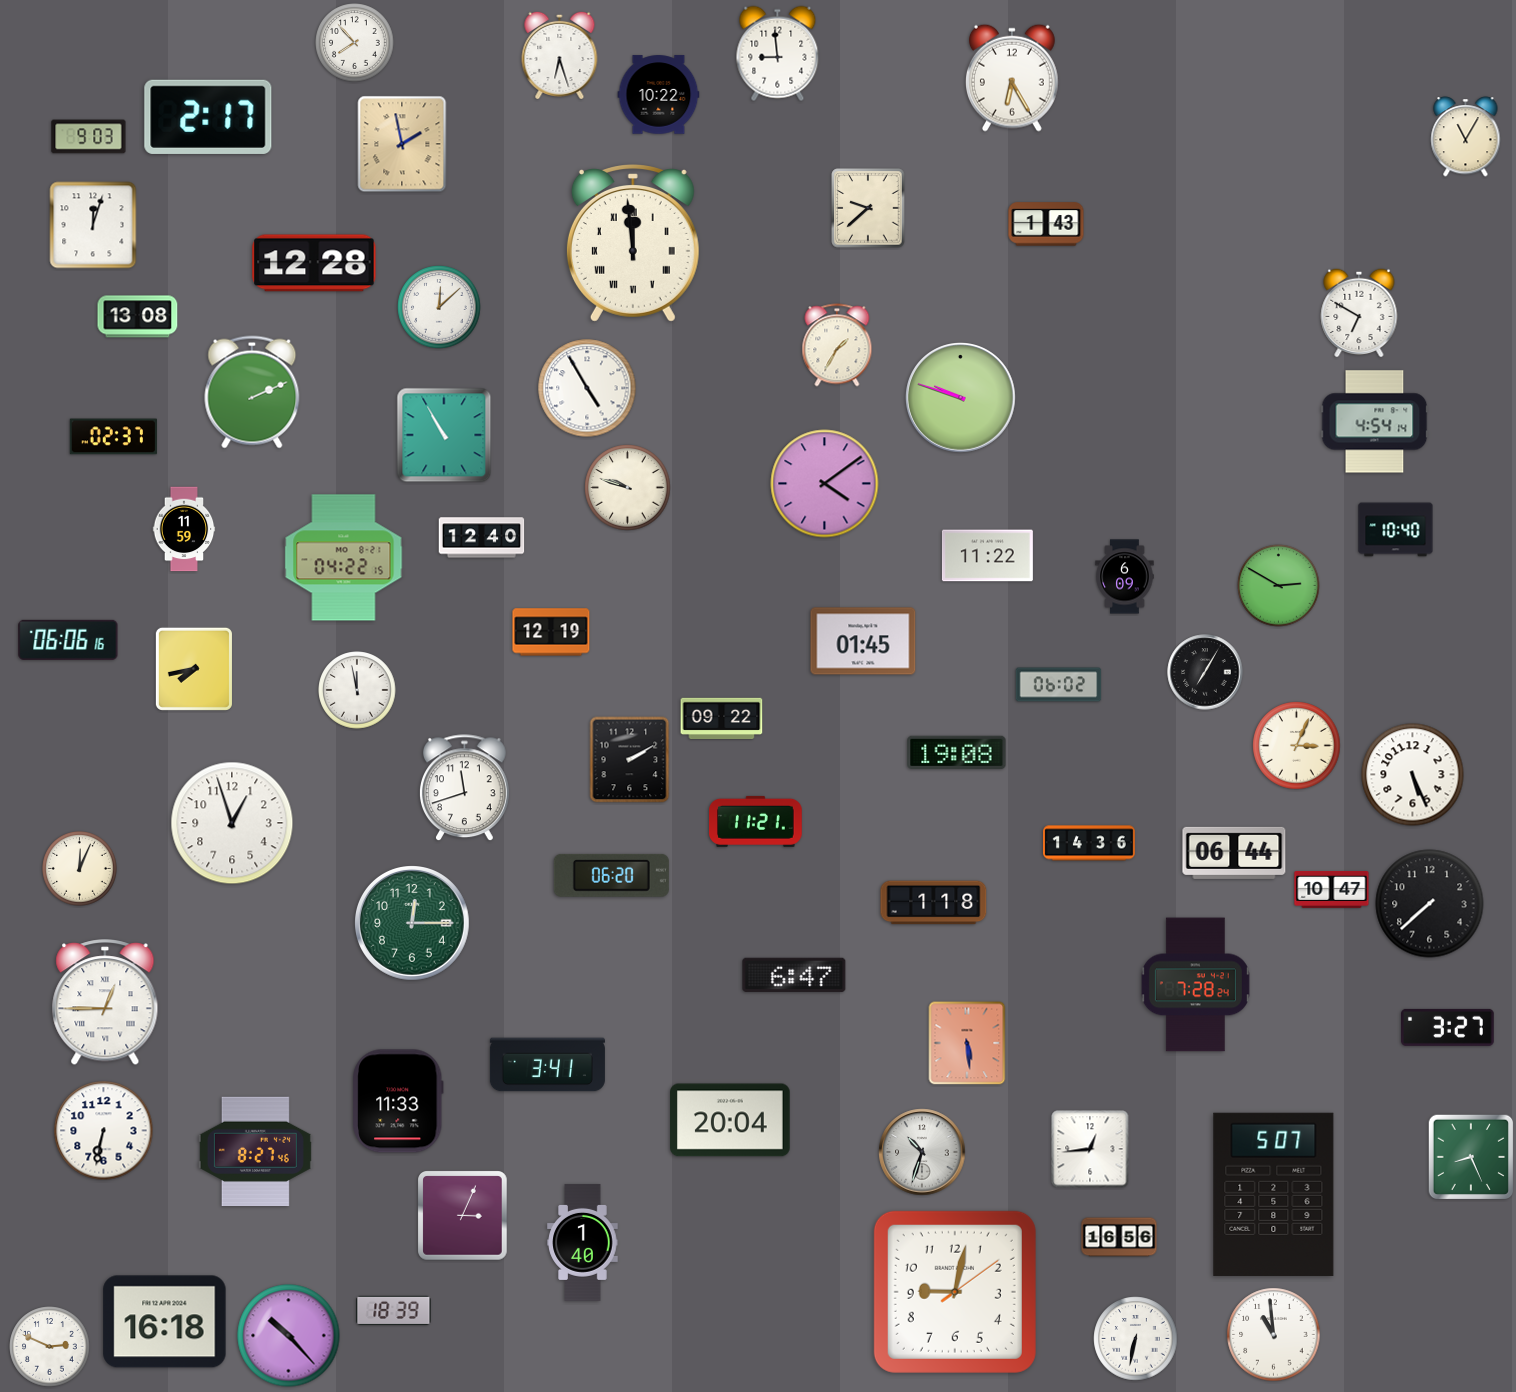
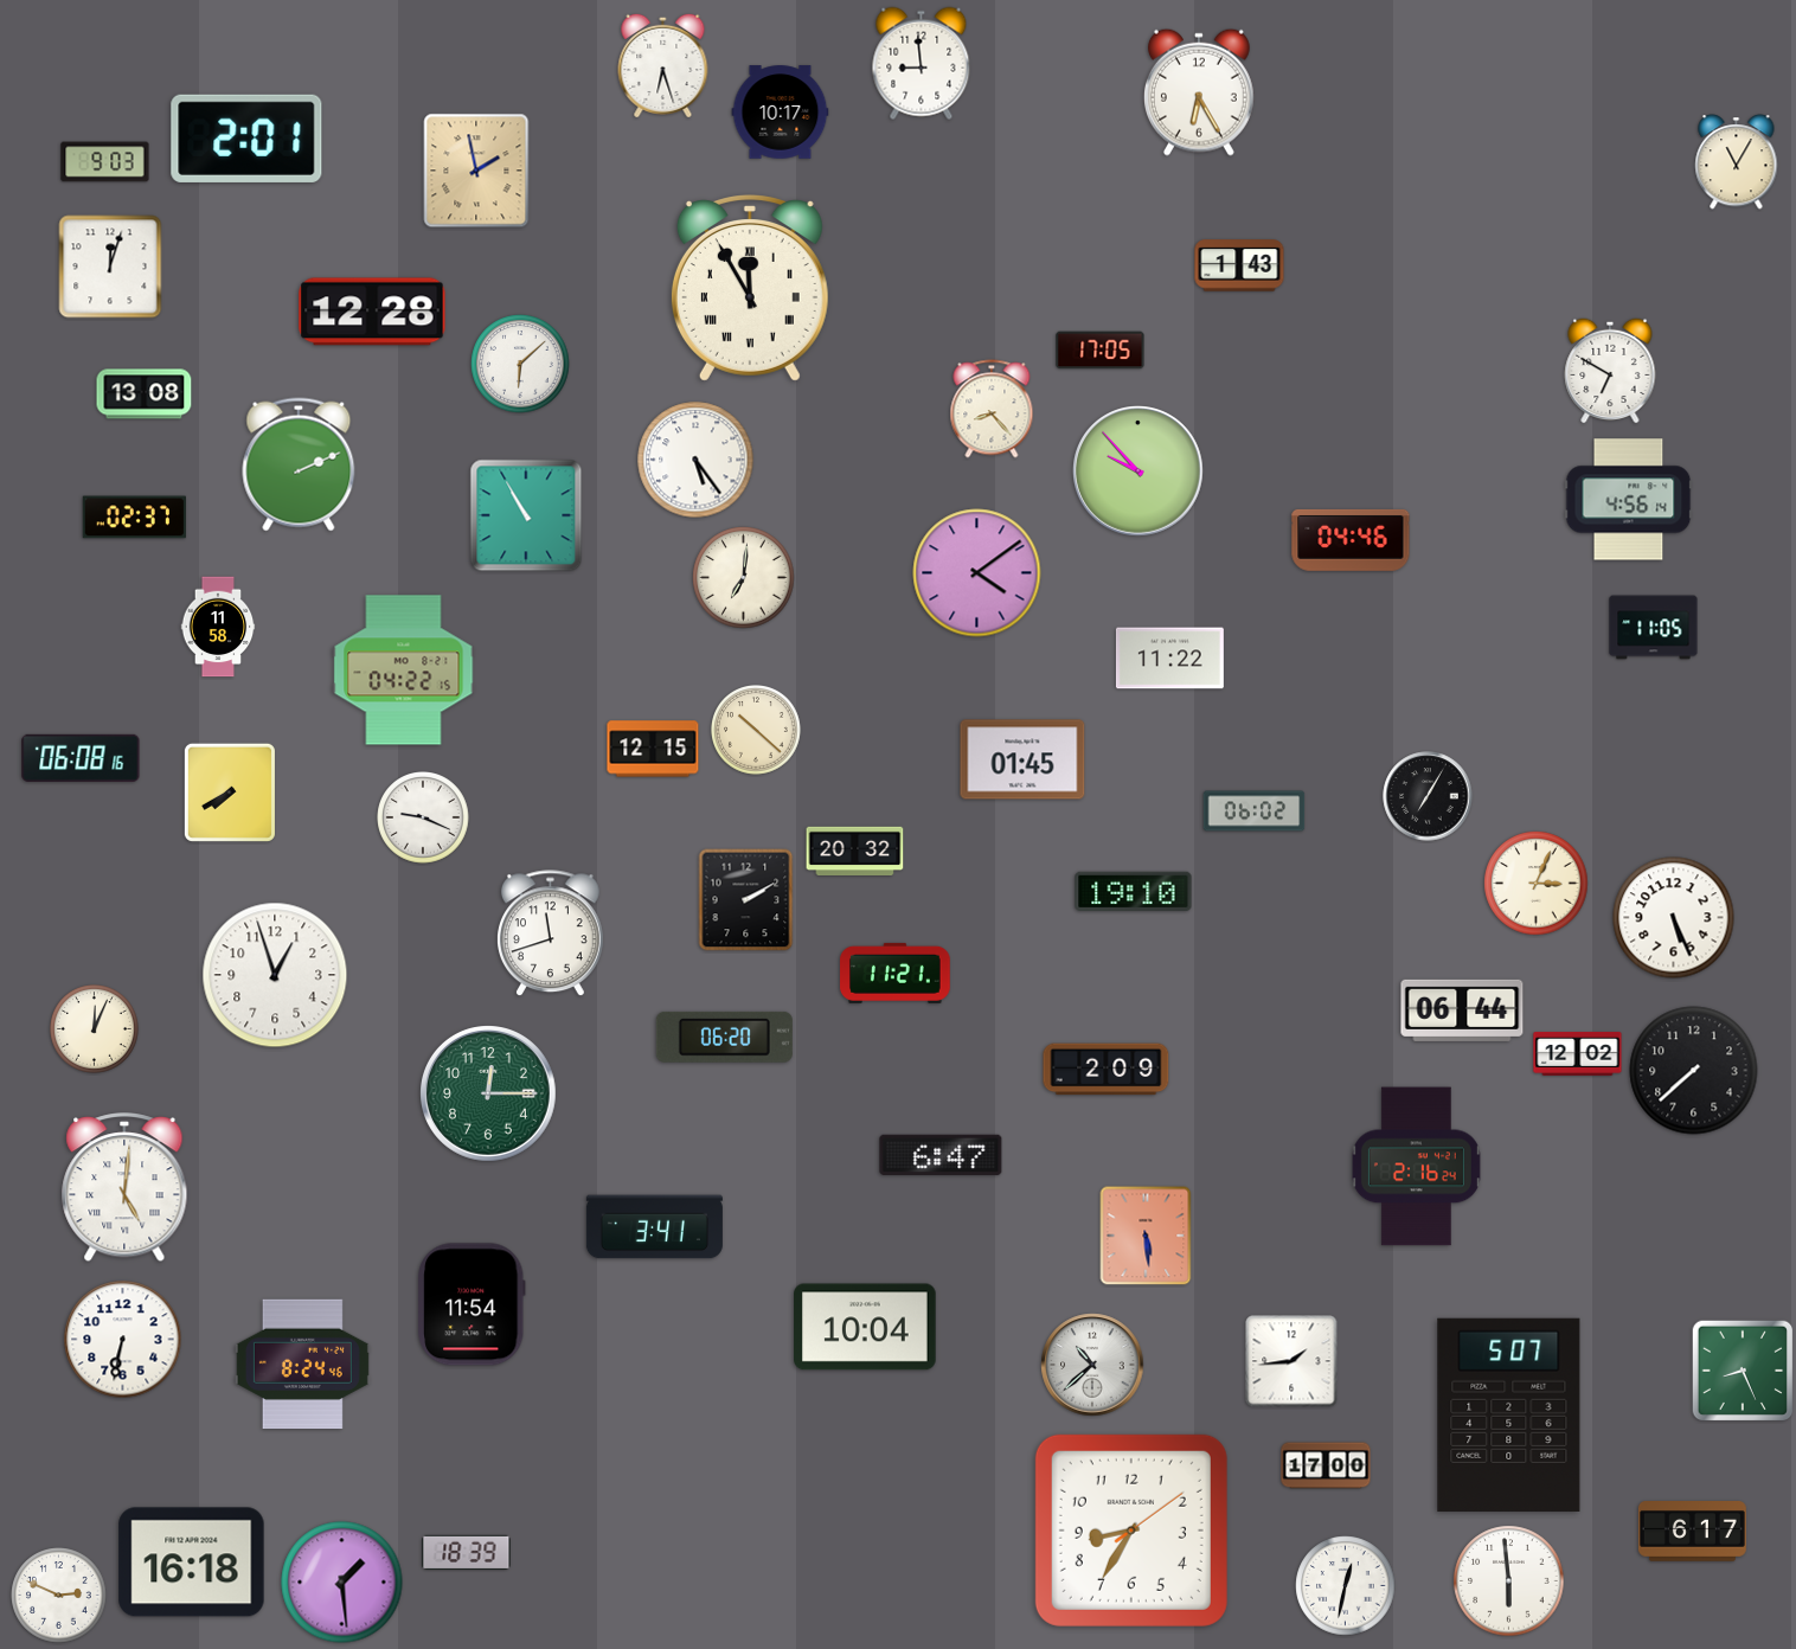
clock at (355, 43): 7:53 -> none
clock at (659, 95): 10:22 -> 10:17
clock at (208, 117): 2:17 -> 2:01
clock at (868, 208): 9:38 -> none
clock at (633, 243): 11:59 -> 11:55
clock at (1101, 351): none -> 17:05
clock at (439, 307): 12:08 -> 6:08
clock at (138, 317) position: (138, 317) -> (145, 394)
clock at (837, 345): 1:35 -> 8:23
clock at (587, 388): 4:55 -> 5:24
clock at (961, 398): 9:48 -> 9:53
clock at (1375, 422): 4:54 -> 4:56
clock at (1351, 540): none -> 04:46
clock at (628, 488): 9:48 -> 7:01
clock at (184, 529): 11:59 -> 11:58
clock at (1396, 530): 10:40 -> 11:05
clock at (482, 538): 12:40 -> none
clock at (344, 558) position: (344, 558) -> (404, 670)
clock at (1125, 577): 6:09 -> none
clock at (1279, 586): 2:50 -> none
clock at (757, 731): none -> 10:22
clock at (551, 632): 12:19 -> 12:15
clock at (68, 640): 06:06 -> 06:08
clock at (194, 669): 7:43 -> 7:40
clock at (357, 690): 11:58 -> 9:19
clock at (722, 718): 09:22 -> 20:32
clock at (957, 752): 19:08 -> 19:10
clock at (1090, 843): 14:36 -> none
clock at (1332, 890): 10:47 -> 12:02
clock at (934, 903): 1:18 -> 2:09
clock at (1195, 985): 7:28 -> 2:16
clock at (105, 1003): 12:45 -> 5:01
clock at (1448, 1027): 3:27 -> none
clock at (547, 1065) position: (547, 1065) -> (654, 1227)
clock at (399, 1101): 11:33 -> 11:54
clock at (730, 1120): 20:04 -> 10:04
clock at (1090, 1149): 12:44 -> 1:44
clock at (255, 1152): 8:27 -> 8:24
clock at (922, 1152): 10:33 -> 10:38
clock at (463, 1216): 3:04 -> none
clock at (1119, 1237): 16:56 -> 17:00
clock at (583, 1242): 1:40 -> none
clock at (955, 1292): 9:02 -> 8:35
clock at (1692, 1532): none -> 6:17
clock at (165, 1322) position: (165, 1322) -> (192, 1563)
clock at (1274, 1335): 10:59 -> 5:59
clock at (289, 1336): 10:23 -> 1:29
clock at (1136, 1339): 6:32 -> 12:32
